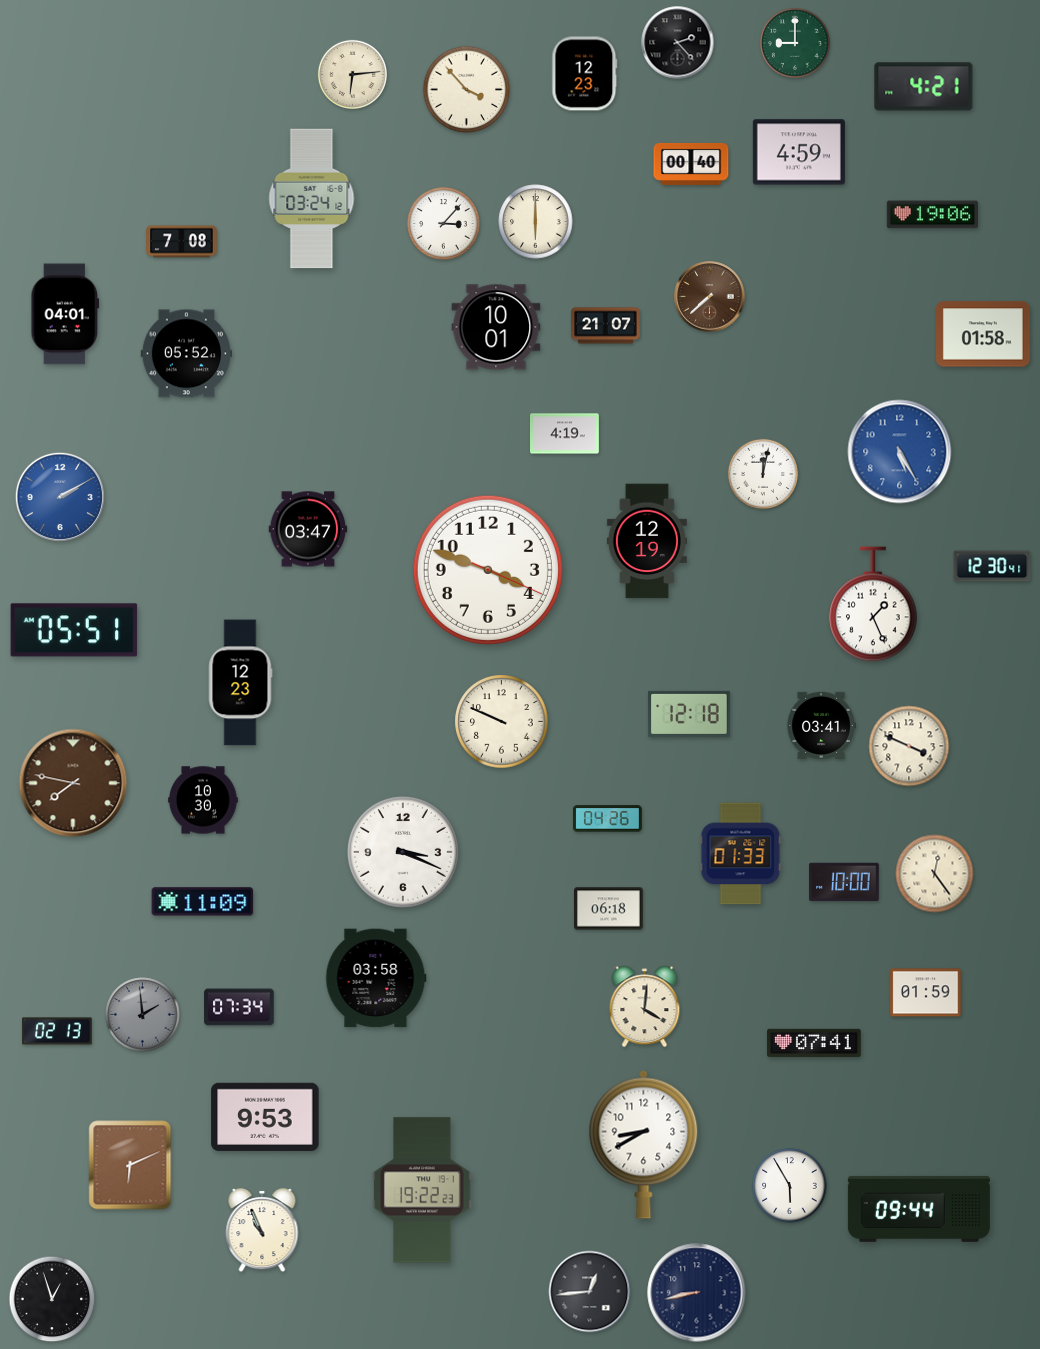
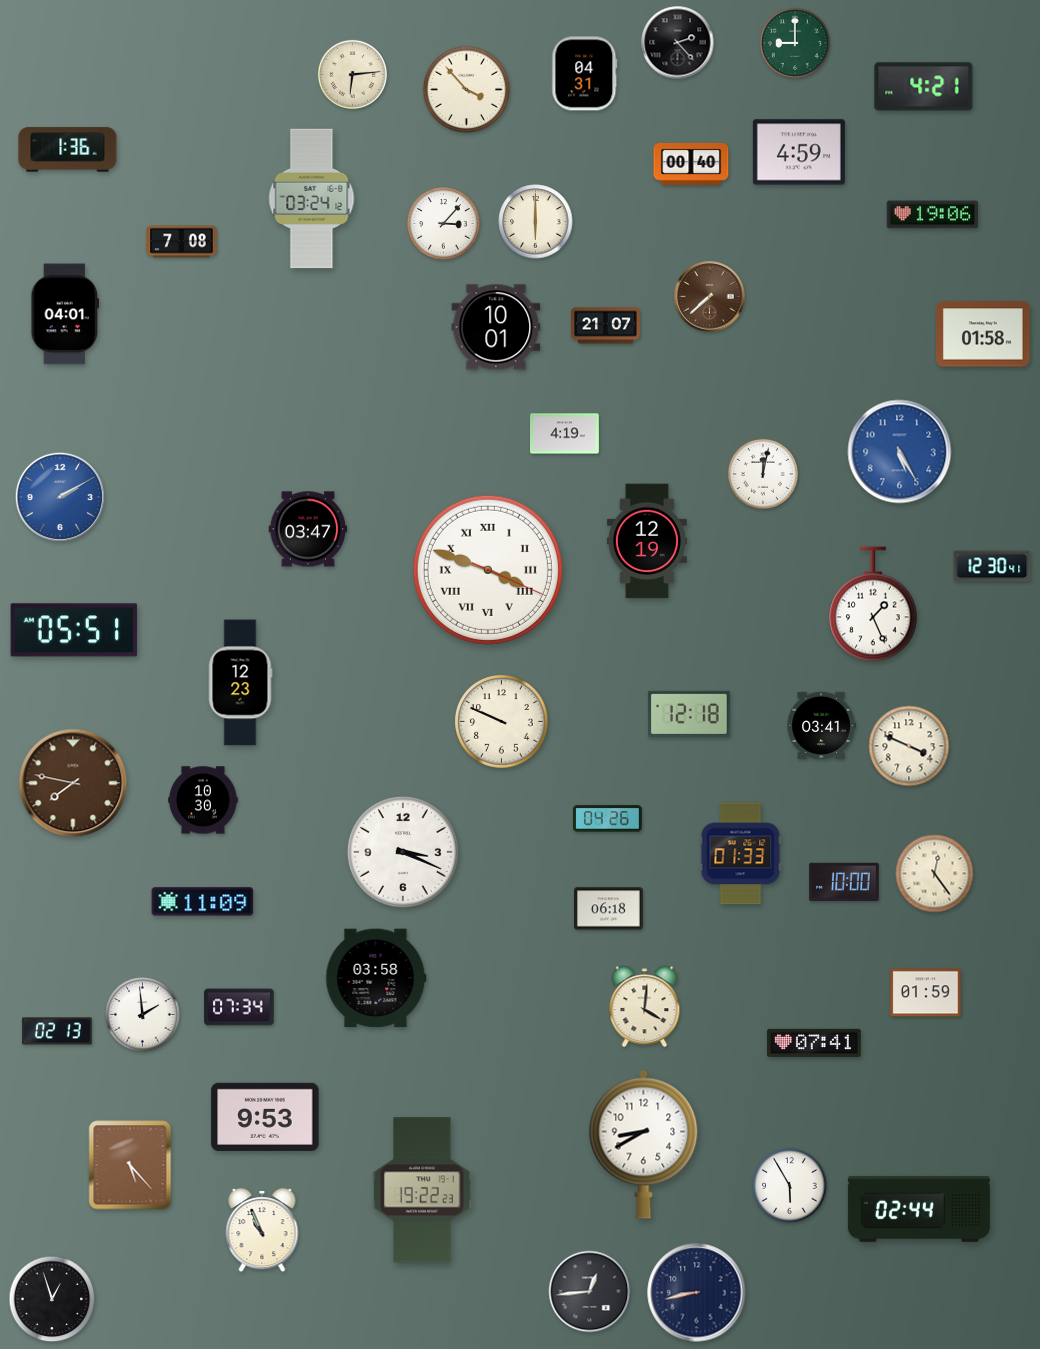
clock at (585, 74): 12:23 -> 04:31
clock at (68, 150): none -> 1:36
clock at (186, 354): 05:52 -> none
clock at (488, 570) numerals: Arabic -> Roman
clock at (143, 1015) dial: grey -> white
clock at (130, 1165): 6:11 -> 5:23
clock at (919, 1209): 09:44 -> 02:44
